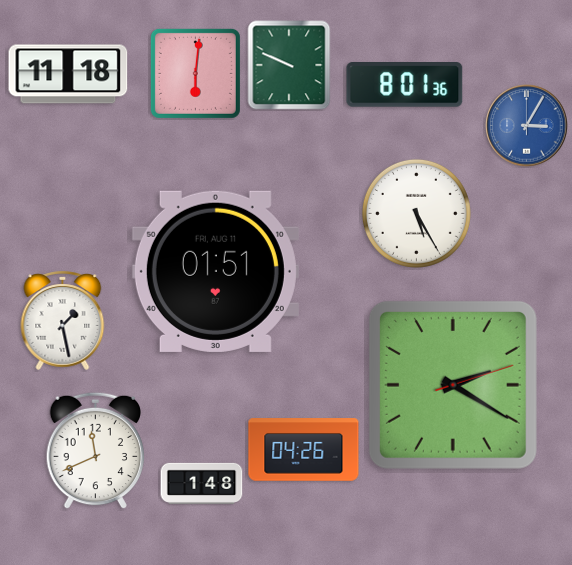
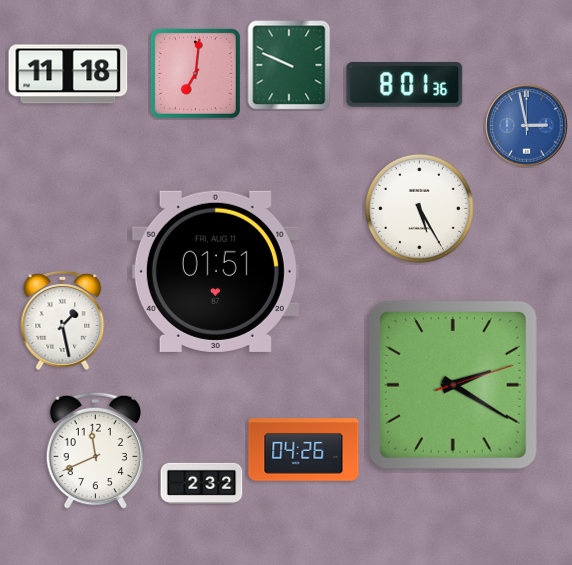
clock at (195, 73): 6:01 -> 7:01
clock at (527, 126): 3:05 -> 2:58
clock at (416, 213) position: (416, 213) -> (419, 208)
clock at (202, 483): 1:48 -> 2:32
